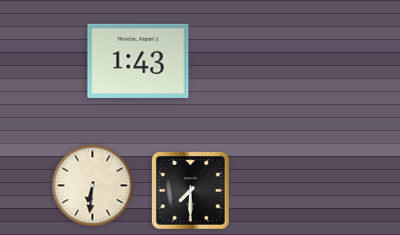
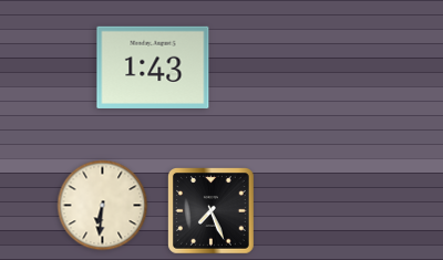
clock at (191, 191): 7:30 -> 7:26
